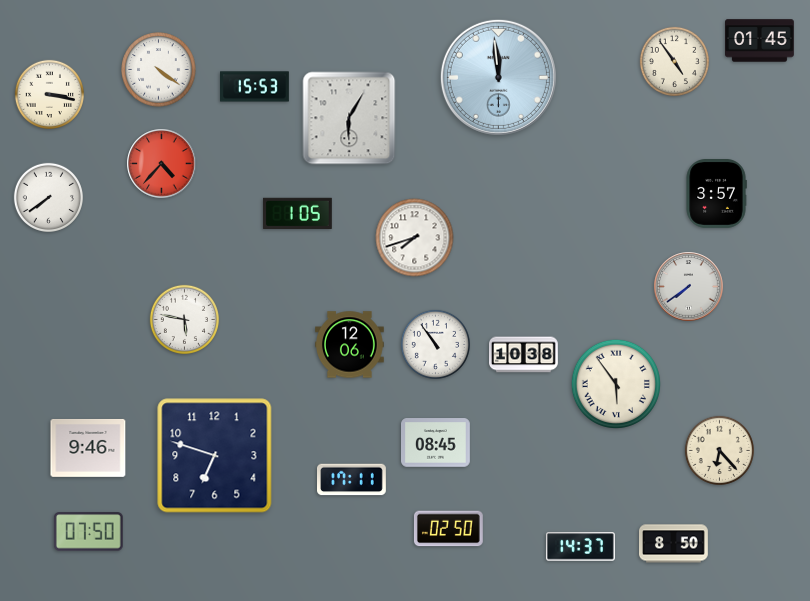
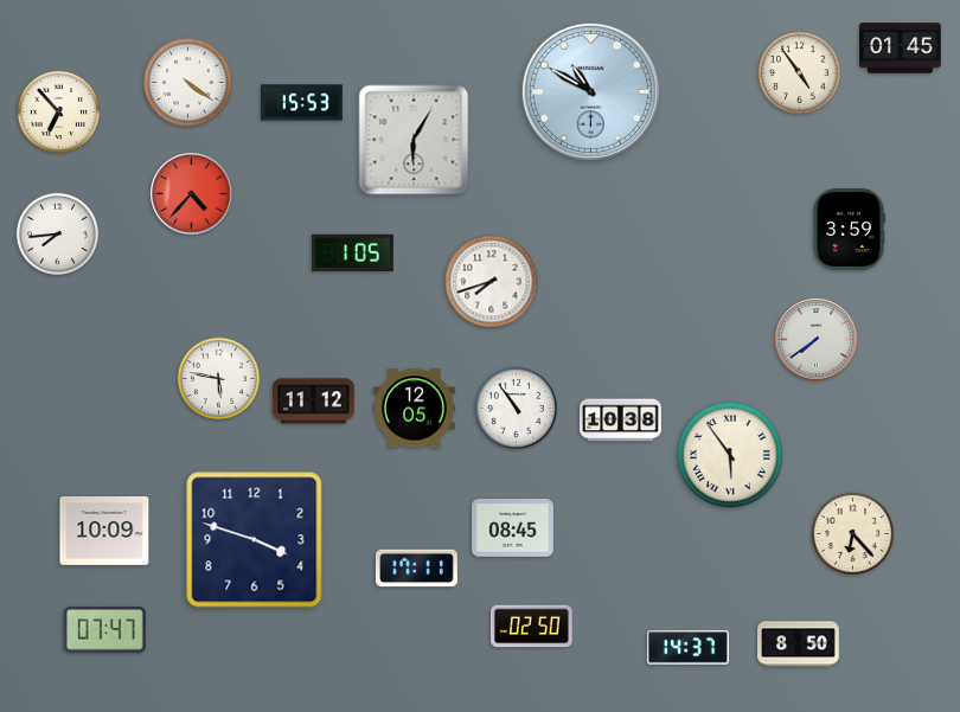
clock at (498, 77): 11:59 -> 10:50
clock at (49, 94): 3:17 -> 6:53
clock at (716, 194): 3:57 -> 3:59
clock at (48, 197): 7:39 -> 7:44
clock at (314, 402): none -> 11:12
clock at (350, 345): 12:06 -> 12:05
clock at (436, 443) position: (436, 443) -> (513, 528)
clock at (88, 448): 9:46 -> 10:09
clock at (215, 456): 6:48 -> 3:48
clock at (88, 532): 07:50 -> 07:47
